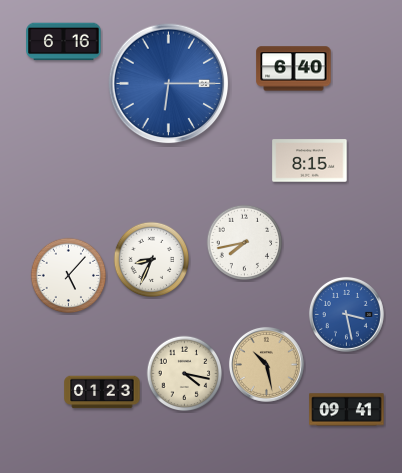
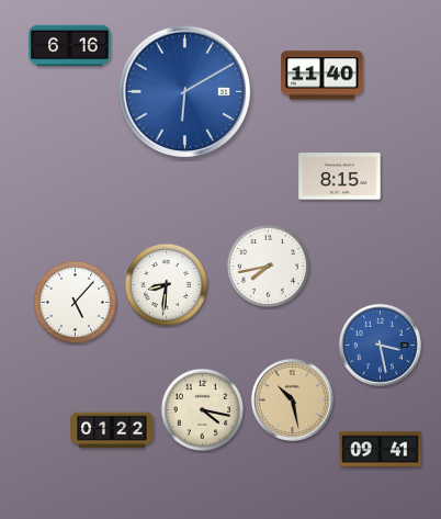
clock at (294, 69): 6:40 -> 11:40
clock at (169, 84): 6:15 -> 6:10
clock at (152, 260): 8:34 -> 8:31
clock at (102, 392): 01:23 -> 01:22
